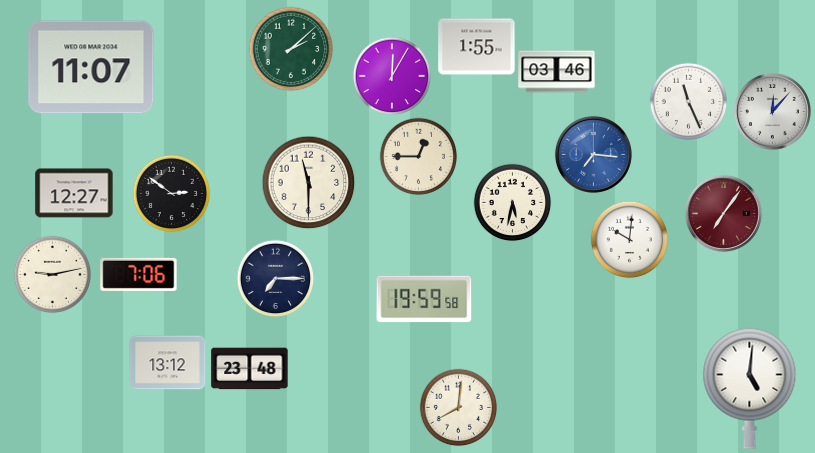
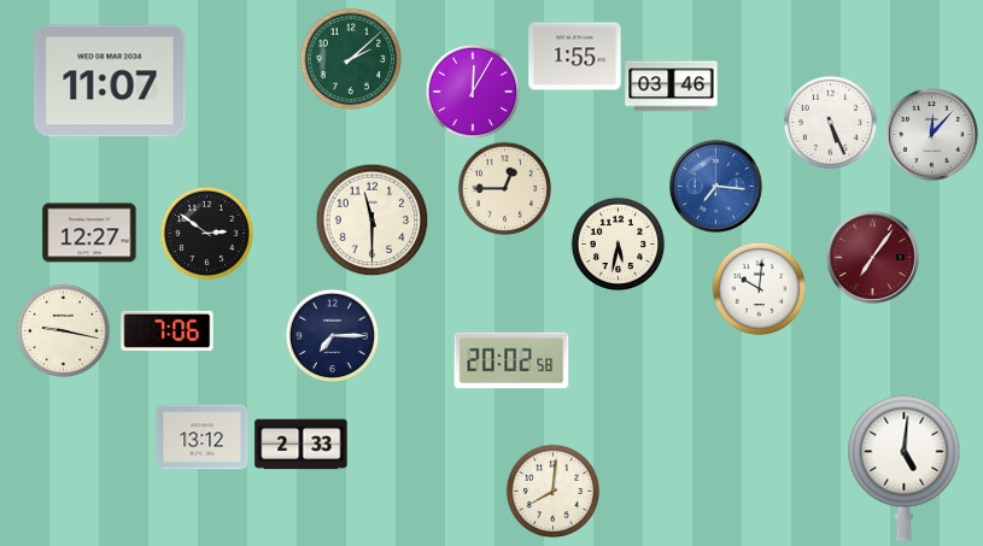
clock at (688, 101): 11:26 -> 5:26
clock at (52, 274): 9:13 -> 9:17
clock at (424, 299): 19:59 -> 20:02
clock at (250, 369): 23:48 -> 2:33
